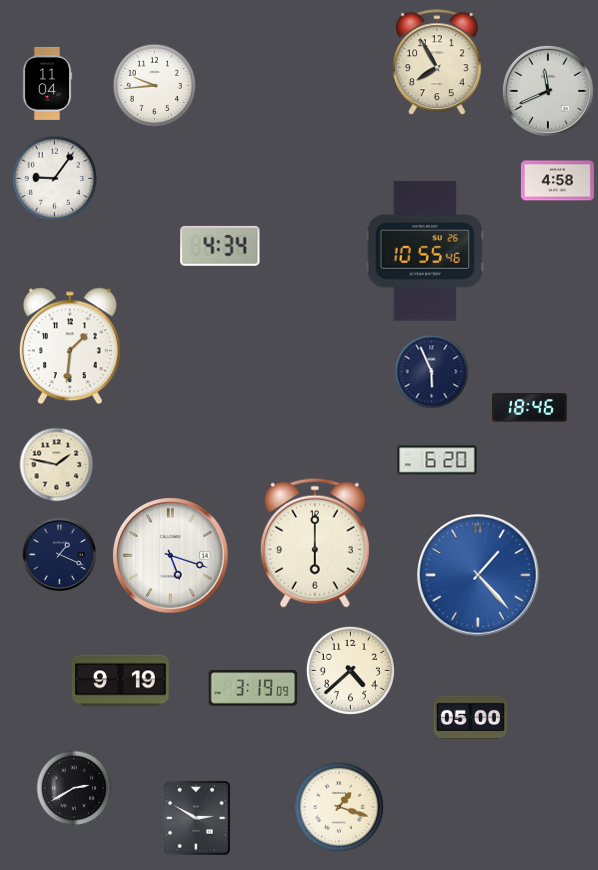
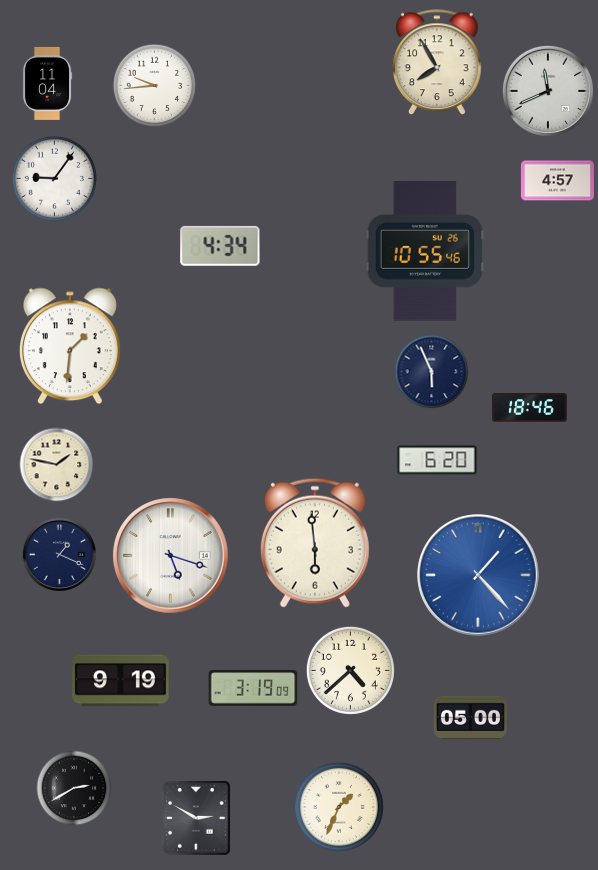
clock at (557, 181): 4:58 -> 4:57
clock at (315, 543): 6:00 -> 5:59
clock at (339, 807): 1:18 -> 1:34
